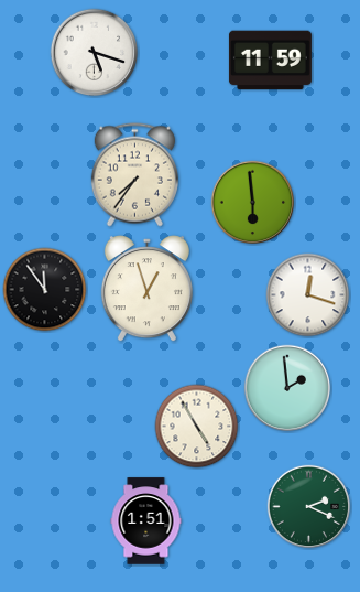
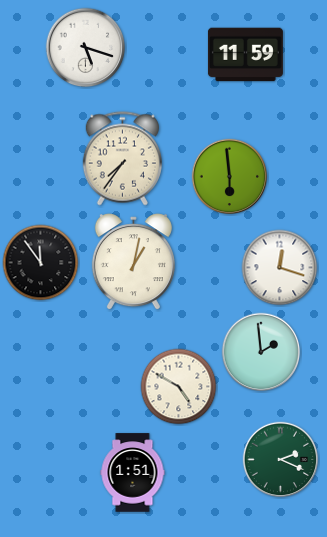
clock at (253, 203) position: (253, 203) -> (230, 177)
clock at (146, 289): 12:57 -> 1:02
clock at (197, 427): 4:55 -> 4:50
